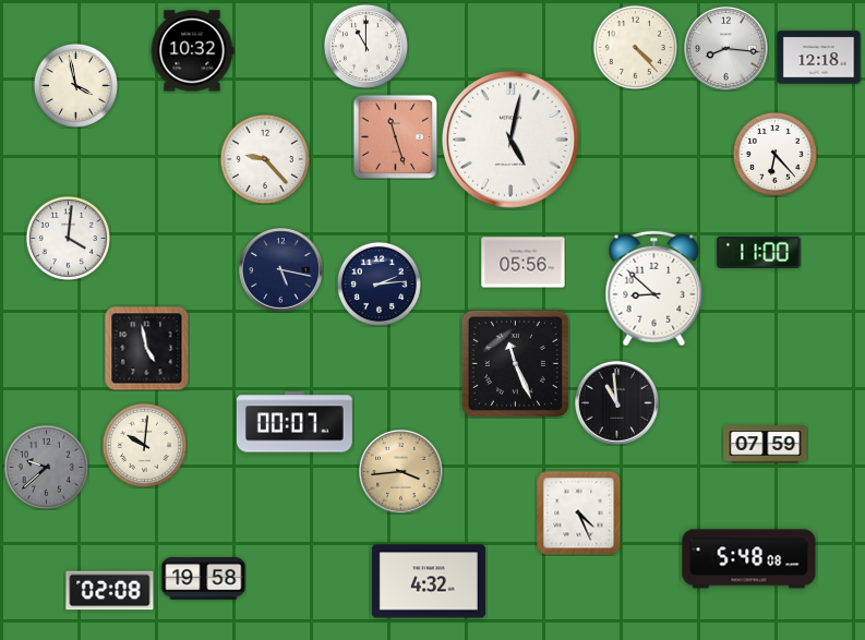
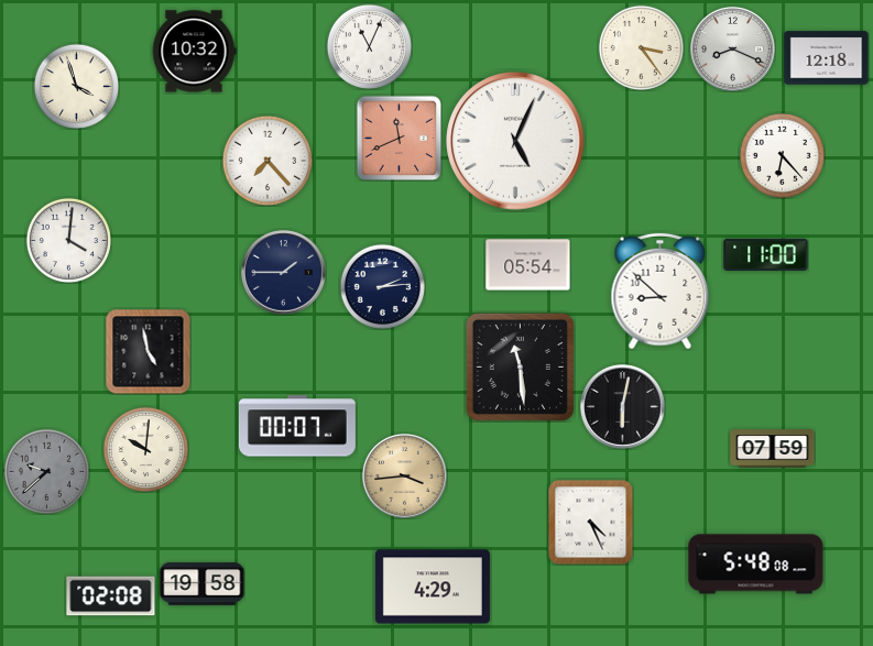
clock at (365, 46): 11:00 -> 11:04
clock at (635, 47): 4:23 -> 3:24
clock at (726, 49): 8:16 -> 8:19
clock at (75, 85): 3:58 -> 3:57
clock at (395, 136): 11:27 -> 11:41
clock at (510, 140): 5:02 -> 5:04
clock at (264, 158): 9:23 -> 7:23
clock at (524, 263): 05:56 -> 05:54
clock at (281, 270): 5:17 -> 1:45
clock at (515, 363): 11:26 -> 11:29
clock at (617, 403): 10:59 -> 6:02
clock at (578, 512) position: (578, 512) -> (590, 522)
clock at (204, 579) position: (204, 579) -> (203, 584)
clock at (429, 581): 4:32 -> 4:29
